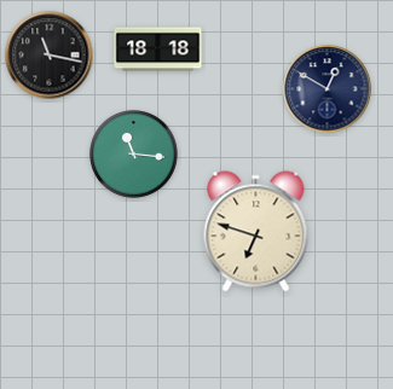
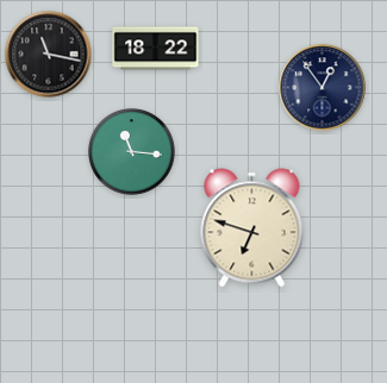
clock at (158, 50): 18:18 -> 18:22
clock at (328, 89): 12:50 -> 12:54
